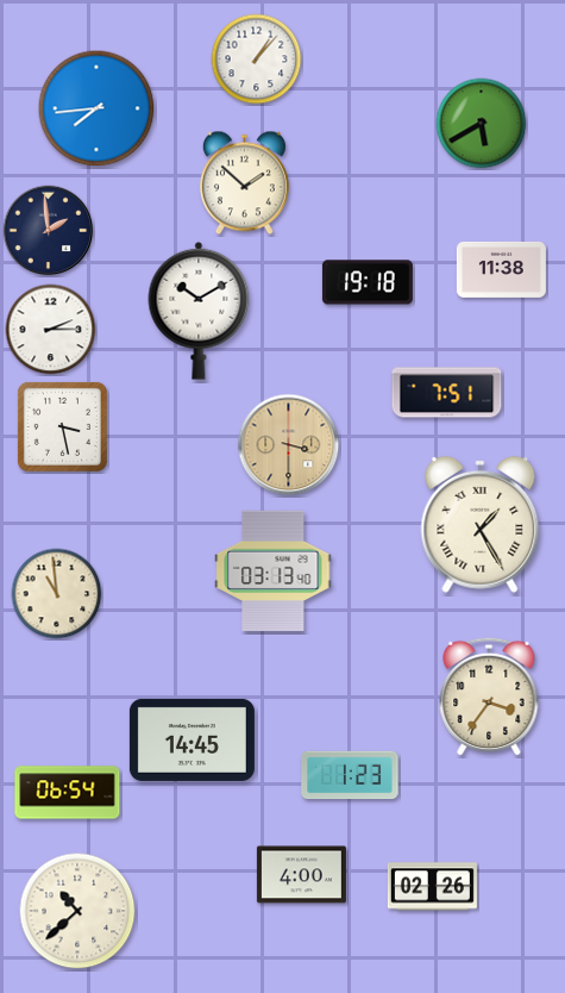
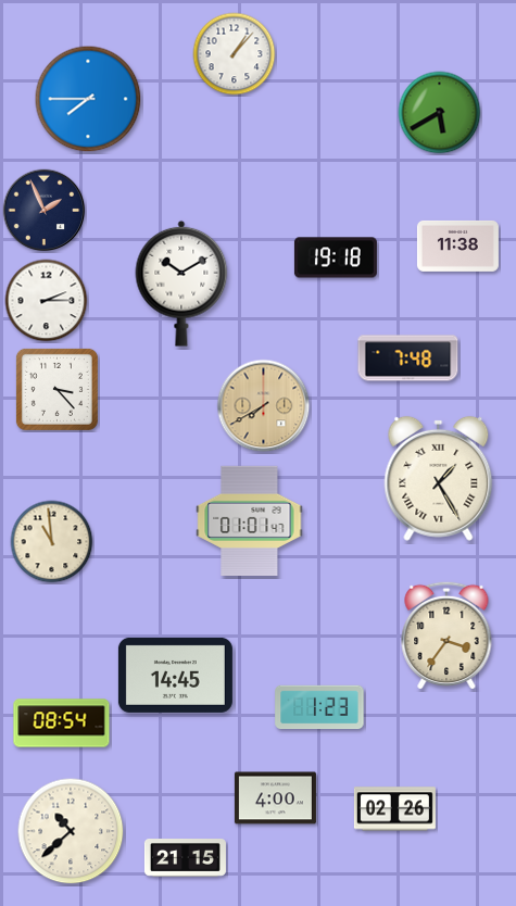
clock at (96, 108): 7:44 -> 7:45
clock at (244, 183): 1:52 -> none
clock at (49, 231): 1:59 -> 1:56
clock at (447, 393): 7:51 -> 7:48
clock at (62, 426): 3:28 -> 3:23
clock at (289, 445): 3:30 -> 7:40
clock at (274, 570): 03:13 -> 01:01
clock at (68, 793): 06:54 -> 08:54
clock at (185, 858): none -> 21:15
